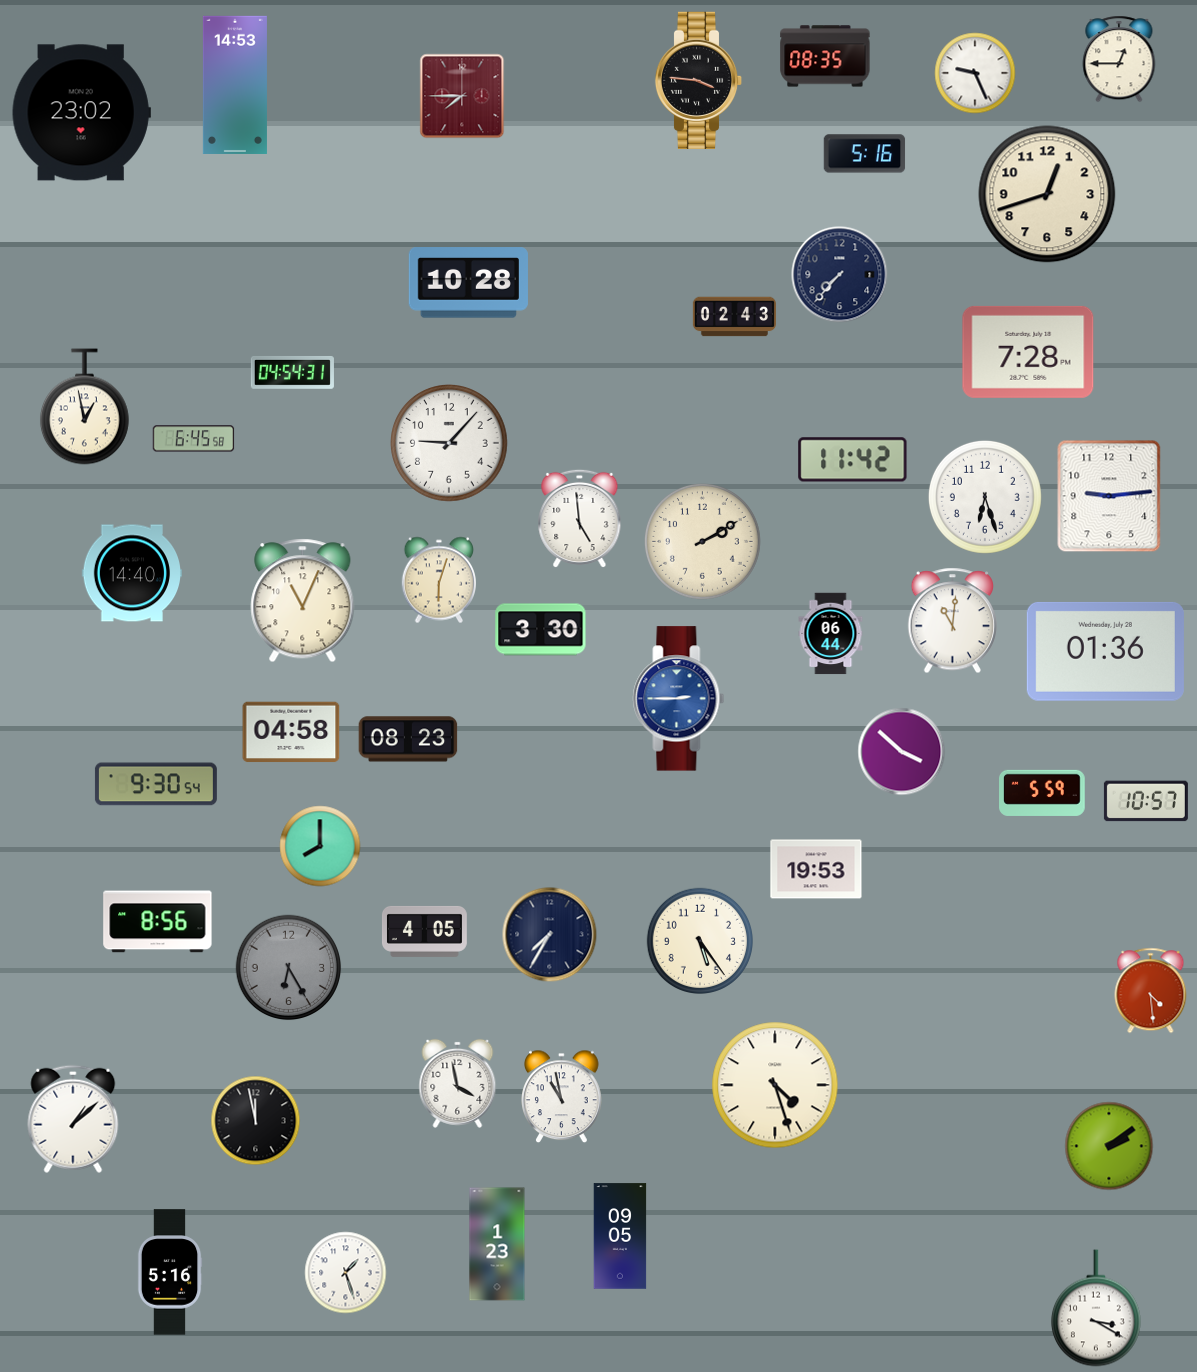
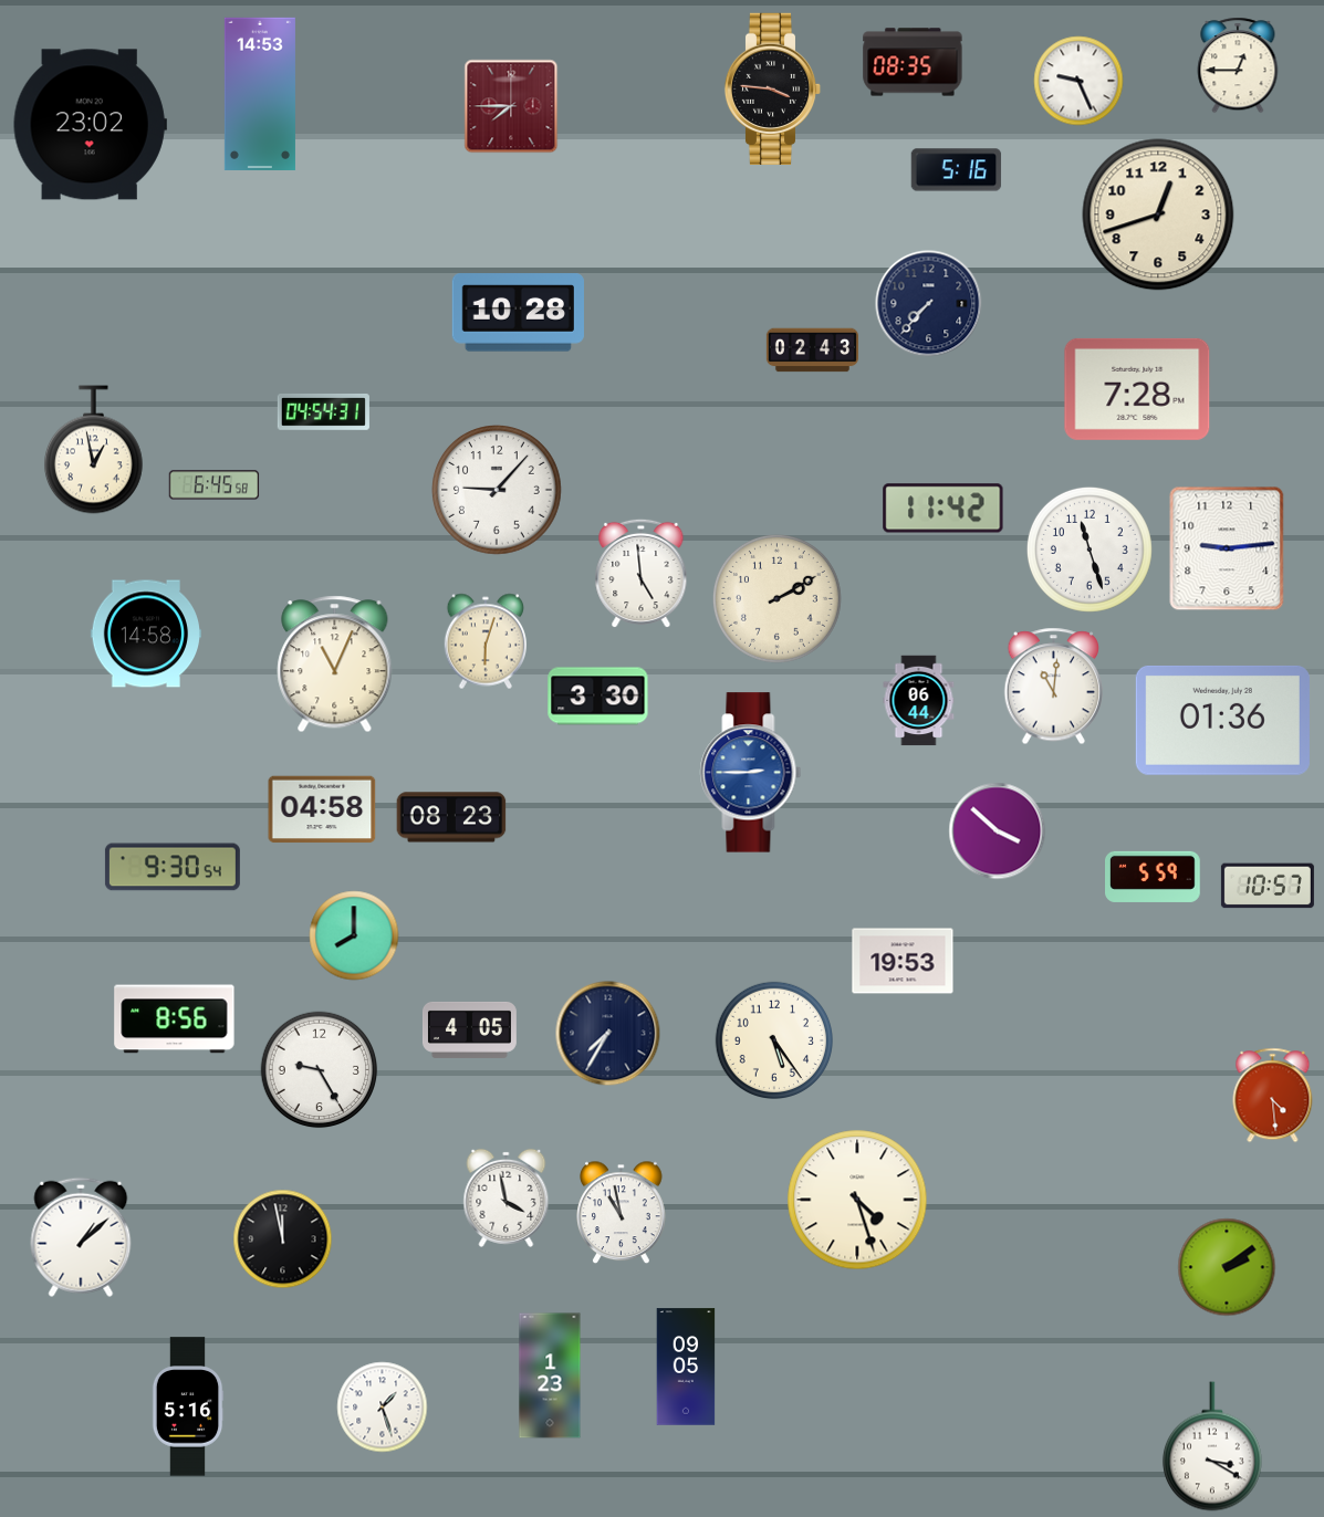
clock at (985, 497): 6:27 -> 11:27
clock at (131, 573): 14:40 -> 14:58
clock at (289, 968): 6:25 -> 9:25
clock at (289, 968) dial: grey -> white
